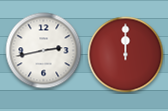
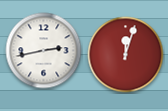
clock at (126, 55): 12:00 -> 12:03
